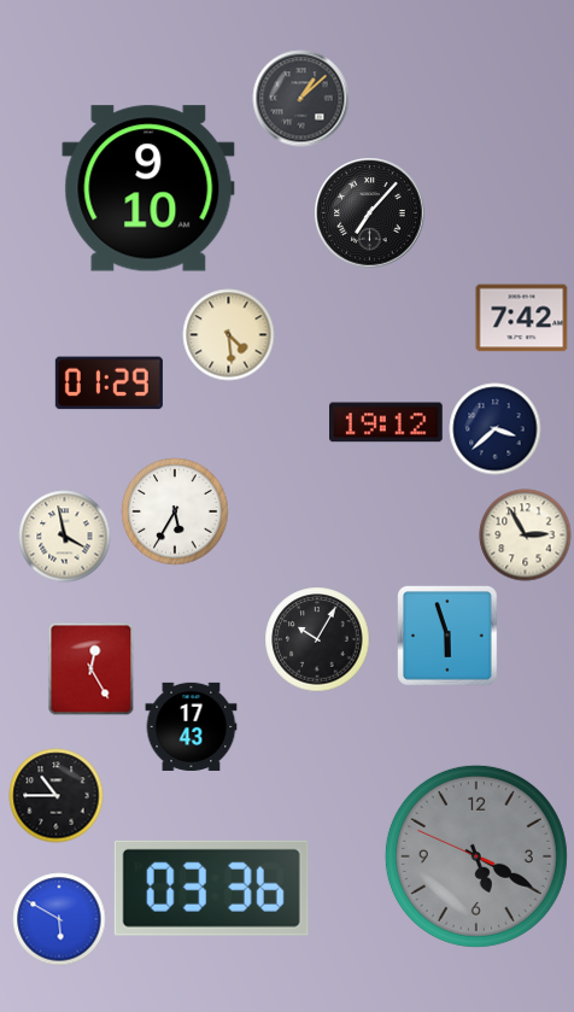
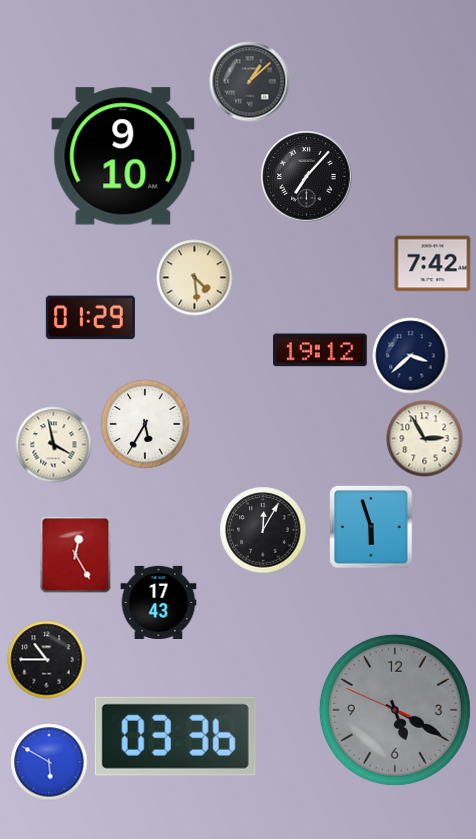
clock at (229, 335) position: (229, 335) -> (195, 278)
clock at (526, 536) position: (526, 536) -> (425, 439)
clock at (317, 639): 10:05 -> 12:05
